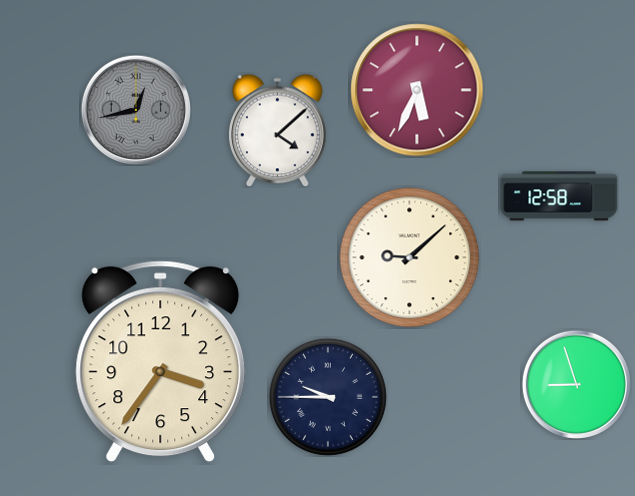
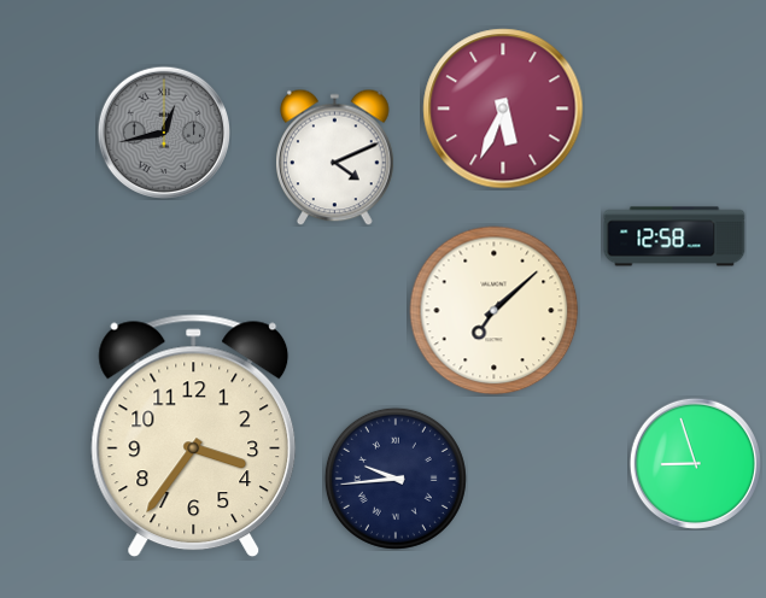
clock at (278, 130): 4:08 -> 4:11
clock at (410, 258): 9:08 -> 7:08
clock at (328, 397): 9:45 -> 9:44
